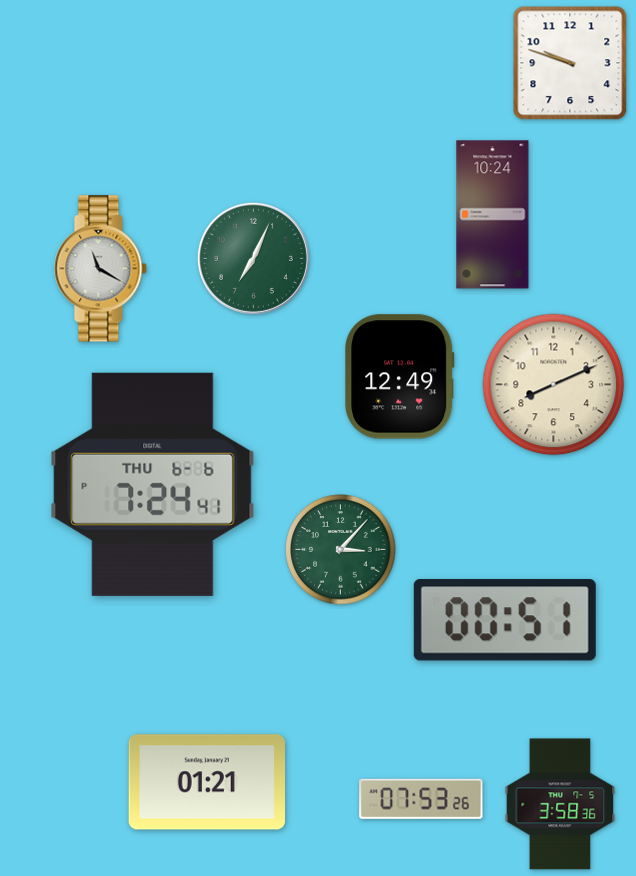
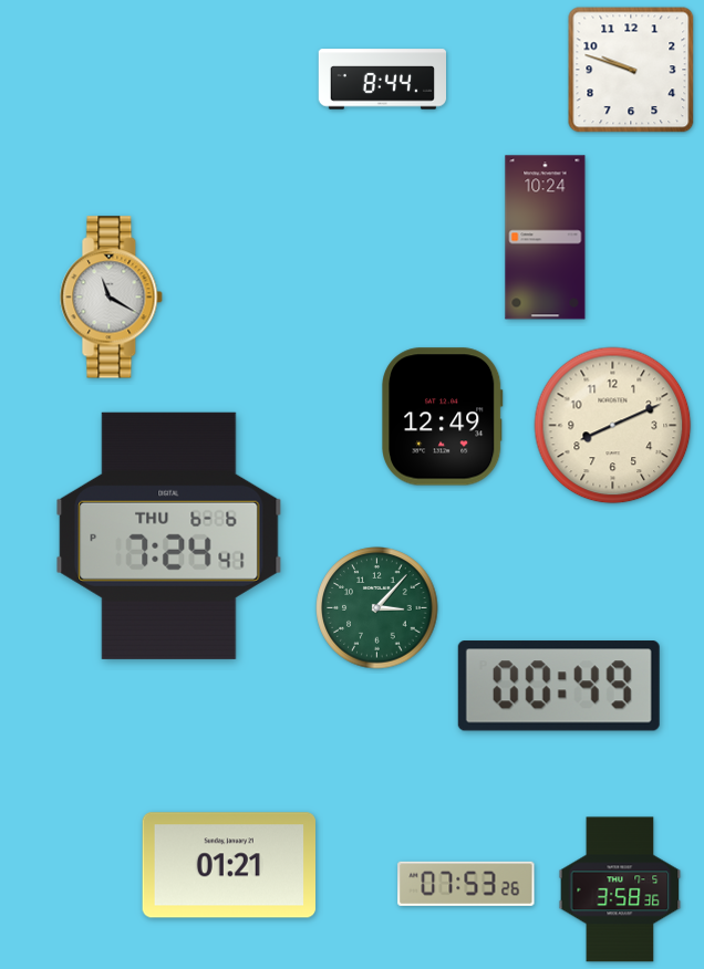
clock at (382, 80): none -> 8:44
clock at (253, 258): 7:04 -> none
clock at (505, 620): 00:51 -> 00:49
